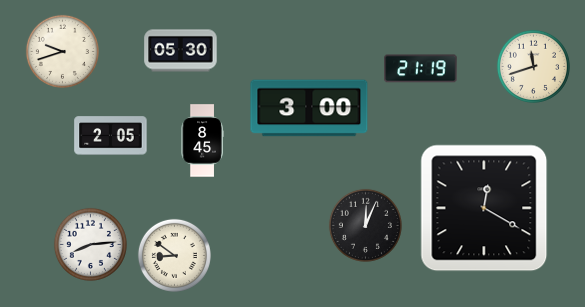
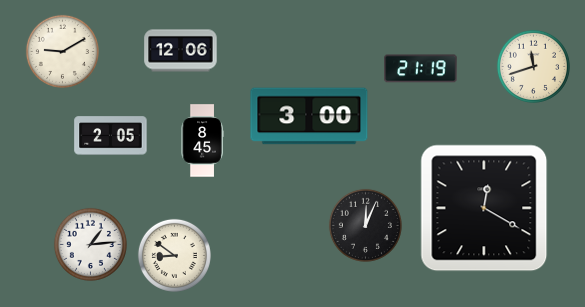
clock at (62, 51): 9:42 -> 9:10
clock at (181, 51): 05:30 -> 12:06
clock at (309, 108) position: (309, 108) -> (309, 116)
clock at (90, 244): 8:14 -> 1:14
